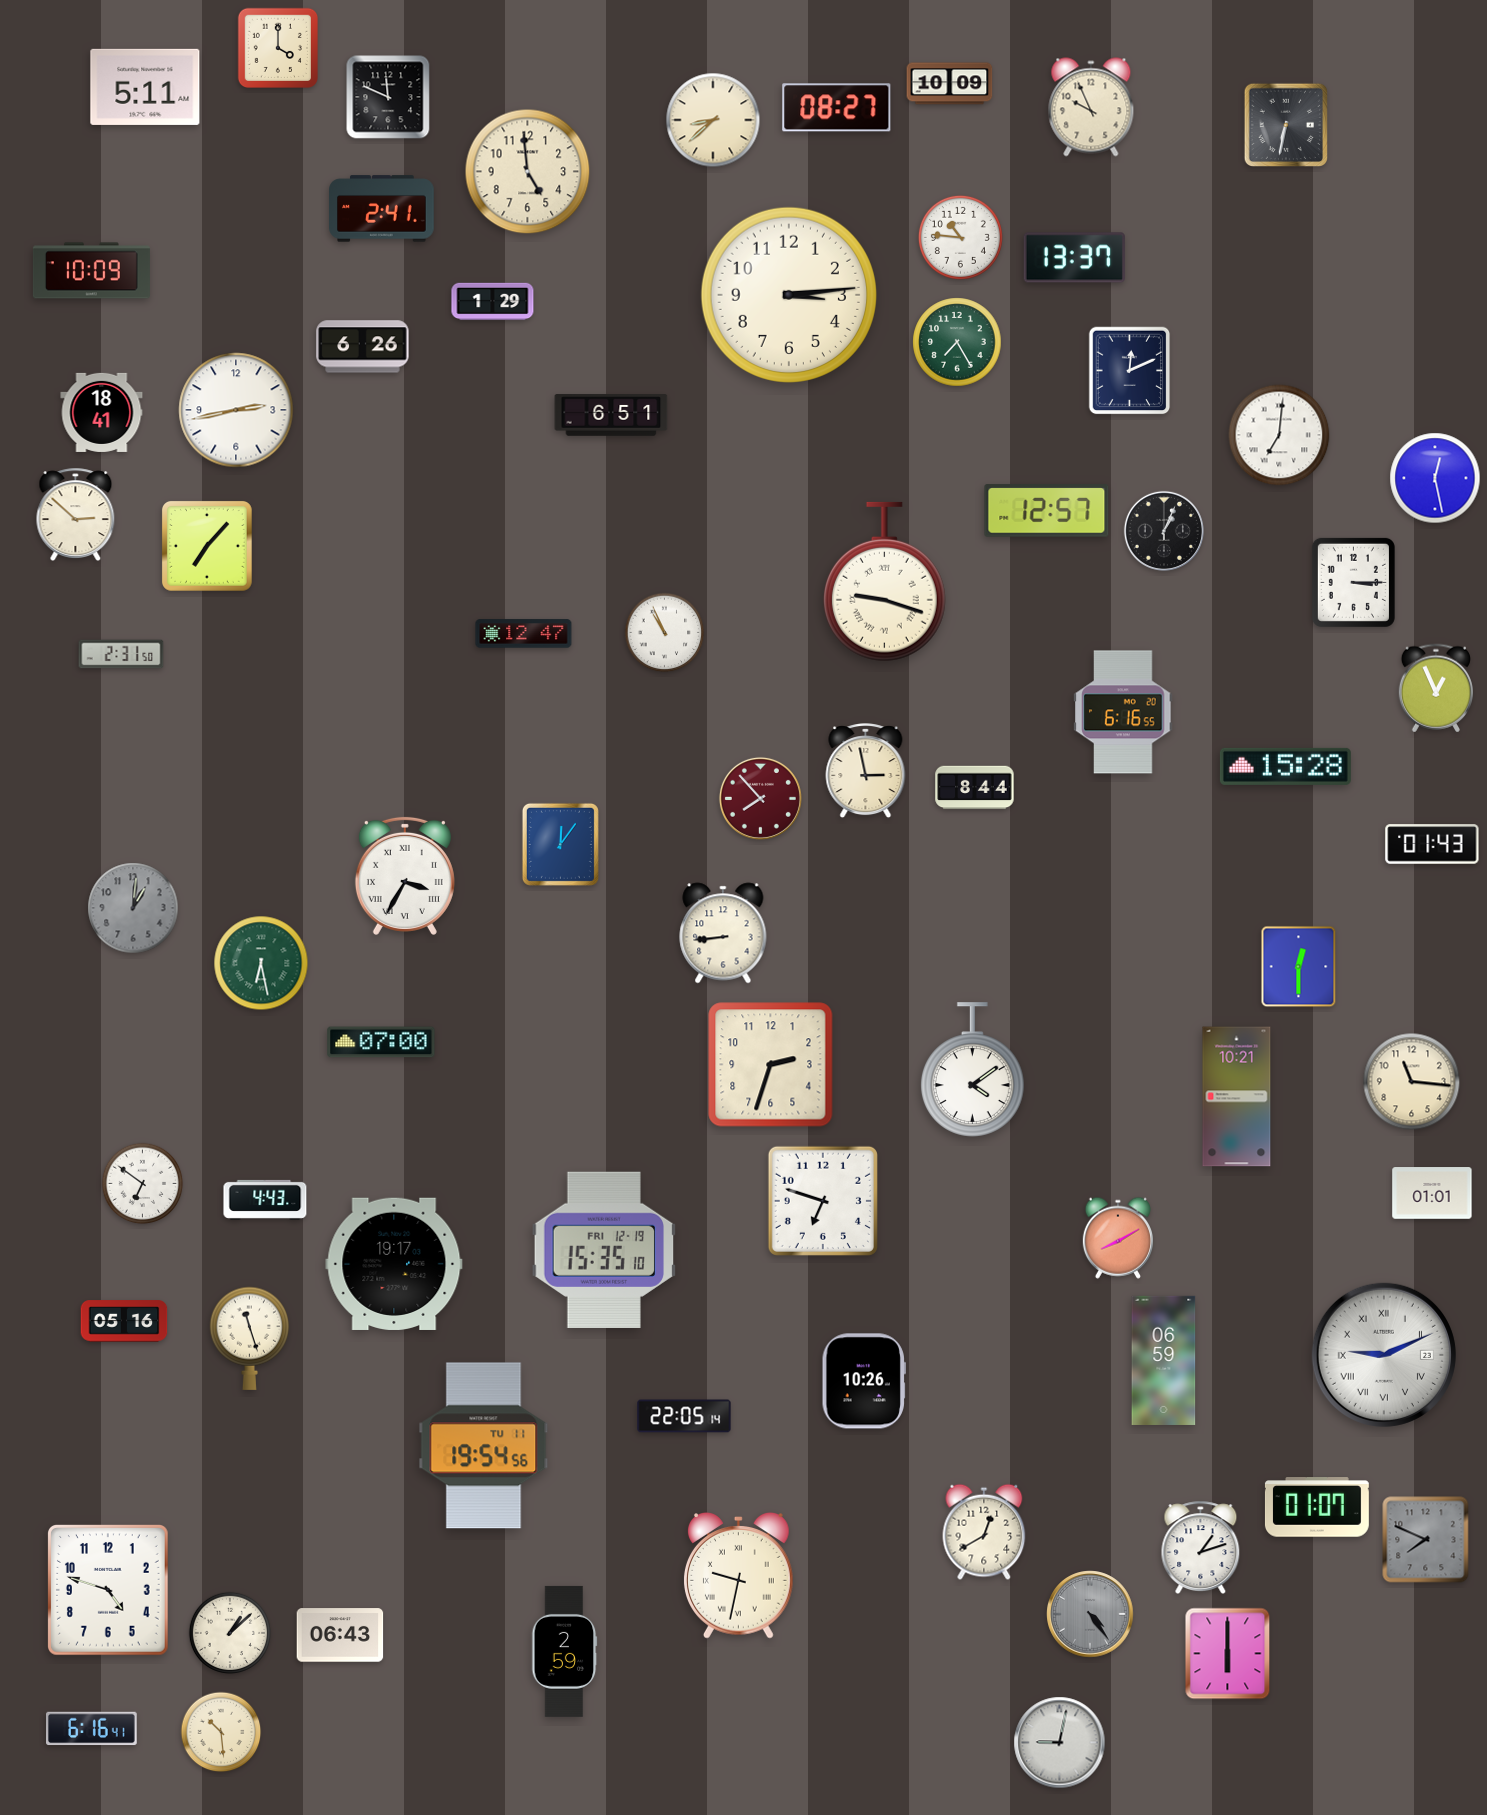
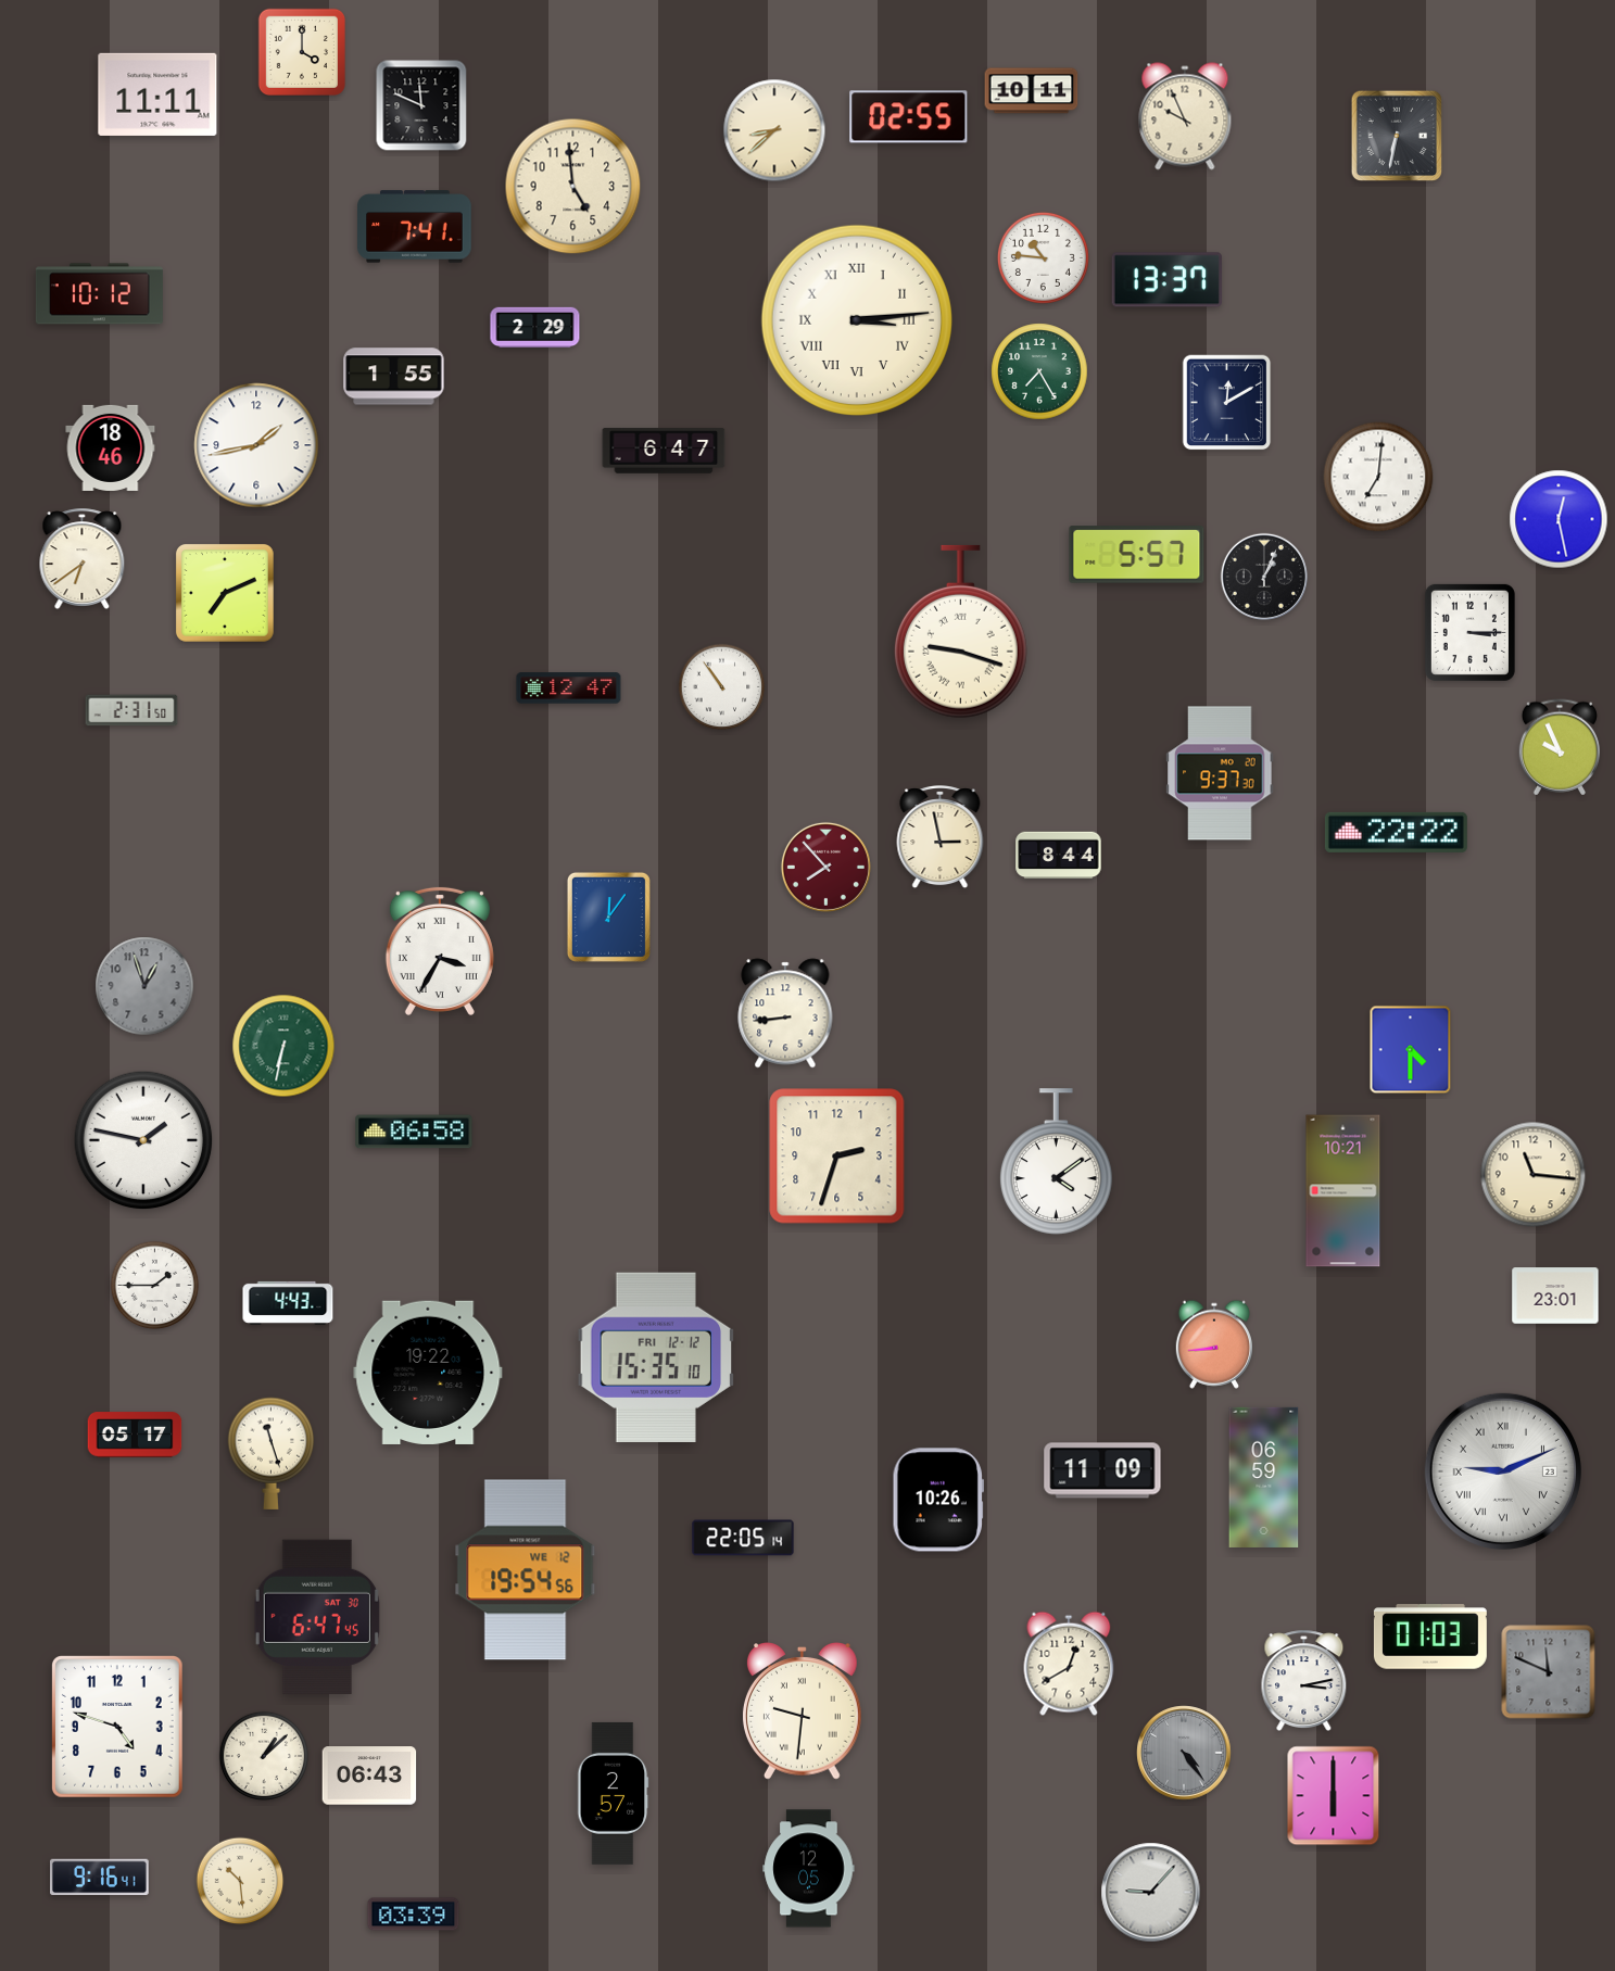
clock at (950, 84): 10:09 -> 10:11
clock at (145, 87): 5:11 -> 11:11
clock at (837, 108): 08:27 -> 02:55
clock at (382, 209): 2:41 -> 7:41
clock at (91, 271): 10:09 -> 10:12
clock at (789, 295) numerals: Arabic -> Roman
clock at (493, 302): 1:29 -> 2:29
clock at (363, 347): 6:26 -> 1:55
clock at (1130, 371): 12:11 -> 12:10
clock at (236, 410): 2:43 -> 1:43
clock at (102, 412): 18:41 -> 18:46
clock at (611, 415): 6:51 -> 6:47
clock at (1279, 435) position: (1279, 435) -> (1378, 477)
clock at (1047, 511): 12:57 -> 5:57
clock at (76, 514): 2:52 -> 6:39
clock at (207, 546): 7:07 -> 7:11
clock at (665, 633): 10:56 -> 10:54
clock at (1436, 688): 12:56 -> 9:56
clock at (1123, 712): 6:16 -> 9:37
clock at (1285, 766): 15:28 -> 22:22
clock at (1432, 844): 01:43 -> none
clock at (133, 908): 1:01 -> 12:57
clock at (261, 963): 6:28 -> 6:32
clock at (1299, 967): 12:30 -> 4:30
clock at (381, 1042): 07:00 -> 06:58
clock at (143, 1140): none -> 1:47
clock at (143, 1184): 6:51 -> 1:45
clock at (1432, 1193): 01:01 -> 23:01
clock at (823, 1201): 6:48 -> none
clock at (1117, 1238): 8:10 -> 8:44
clock at (604, 1250) date: FRI 12-19 -> FRI 12-12
clock at (394, 1264): 19:17 -> 19:22
clock at (124, 1321): 05:16 -> 05:17
clock at (1102, 1470): none -> 11:09
clock at (484, 1446) date: TU 11 -> WE 12
clock at (317, 1617): none -> 6:47
clock at (1317, 1507): 01:07 -> 01:03
clock at (1426, 1540): 7:49 -> 11:49
clock at (1201, 1547): 1:12 -> 3:13
clock at (738, 1576): 9:32 -> 9:31
clock at (230, 1633) position: (230, 1633) -> (264, 1756)
clock at (565, 1651): 2:59 -> 2:57
clock at (809, 1869): none -> 12:05
clock at (92, 1729): 6:16 -> 9:16
clock at (1060, 1743): 9:02 -> 9:07
clock at (414, 1915): none -> 03:39
